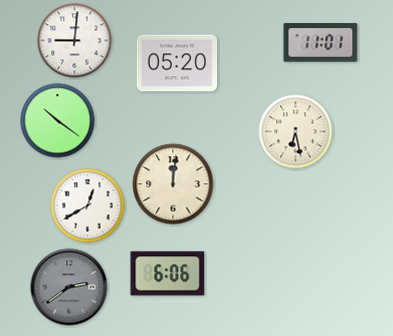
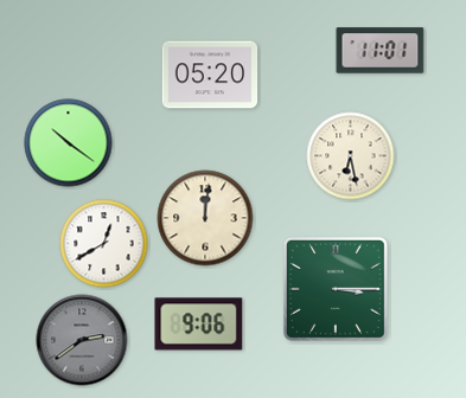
clock at (75, 41): 9:01 -> none
clock at (336, 289): none -> 3:15
clock at (168, 274): 6:06 -> 9:06
